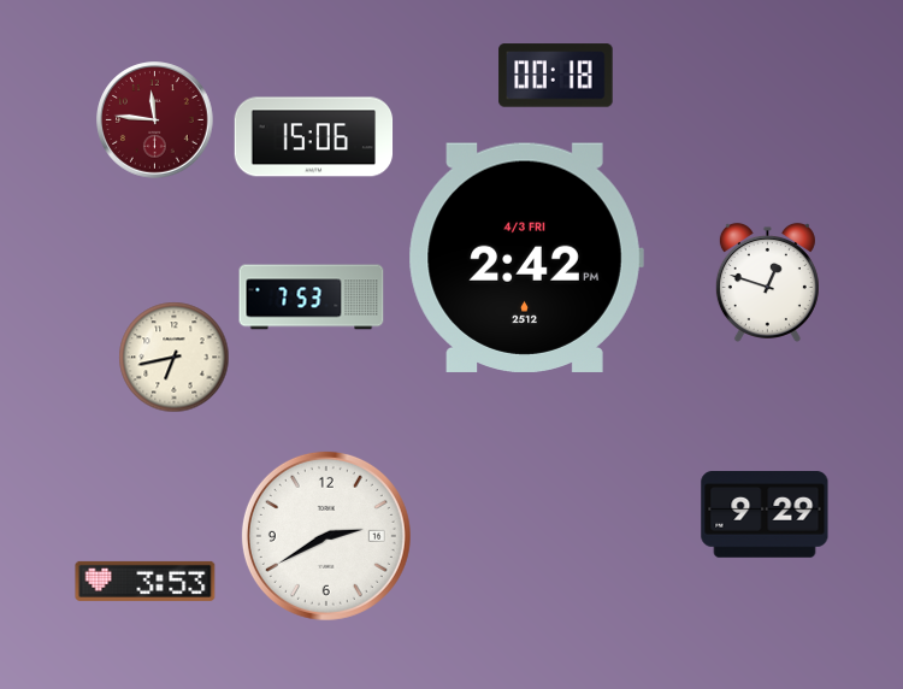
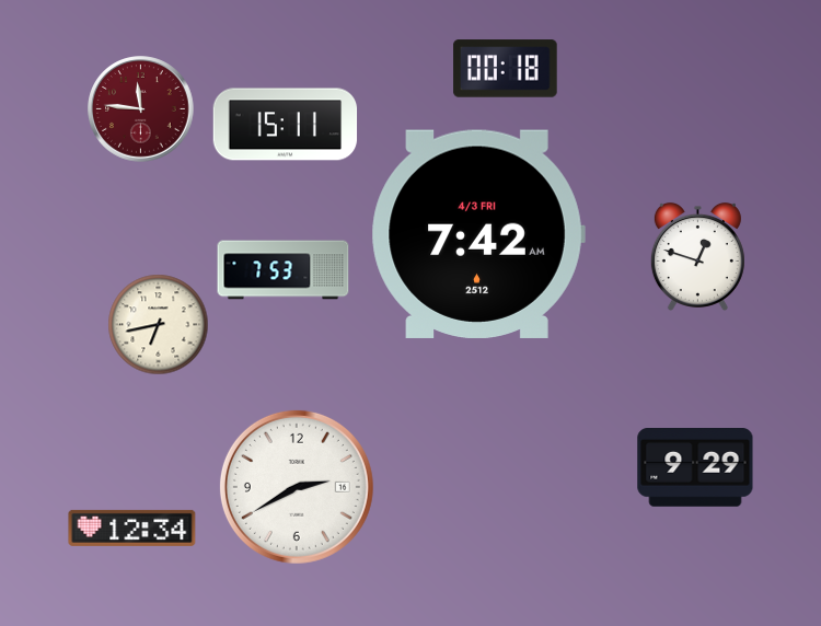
clock at (314, 137): 15:06 -> 15:11
clock at (526, 258): 2:42 -> 7:42
clock at (146, 581): 3:53 -> 12:34
